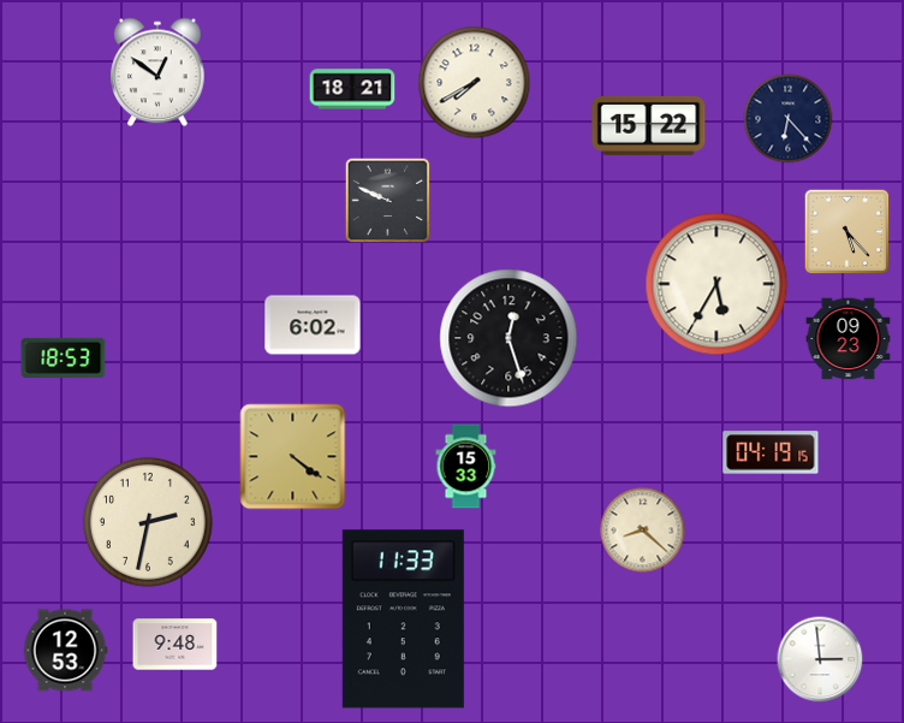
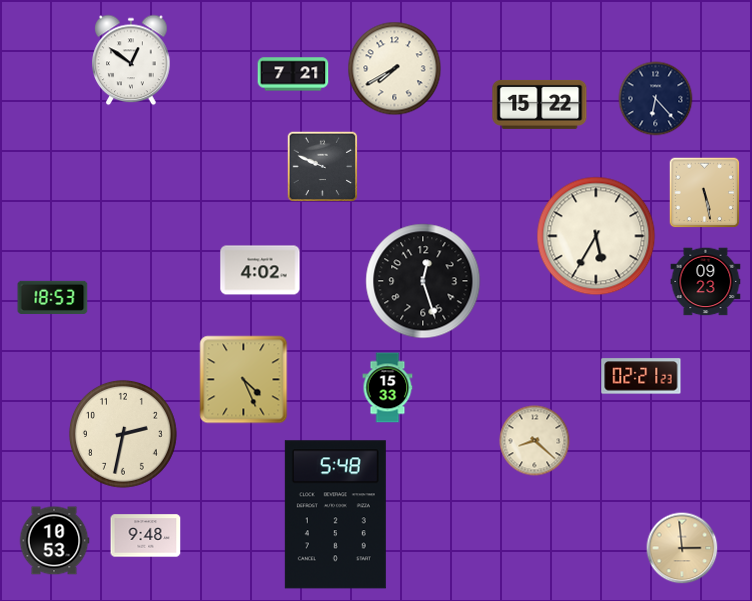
clock at (352, 89): 18:21 -> 7:21
clock at (847, 232): 5:23 -> 5:28
clock at (313, 325): 6:02 -> 4:02
clock at (771, 452): 04:19 -> 02:21
clock at (293, 457): 4:21 -> 4:26
clock at (403, 620): 11:33 -> 5:48
clock at (65, 651): 12:53 -> 10:53
clock at (820, 659) dial: white -> champagne
